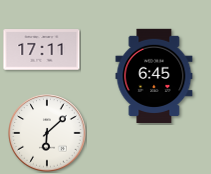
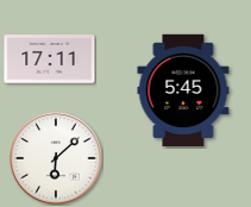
clock at (154, 75): 6:45 -> 5:45
